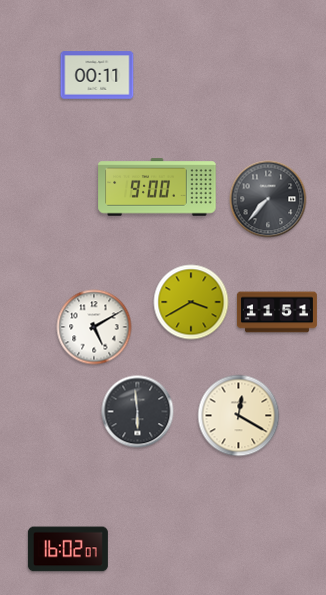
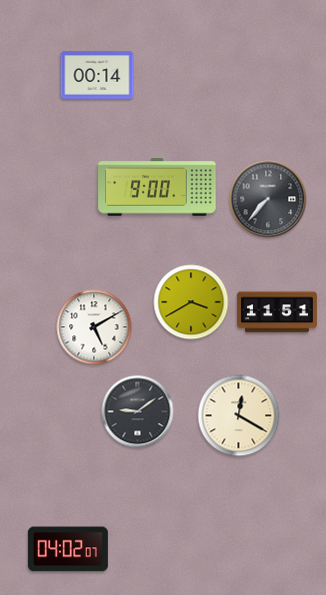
clock at (97, 75): 00:11 -> 00:14
clock at (138, 412): 5:59 -> 9:09
clock at (68, 549): 16:02 -> 04:02
